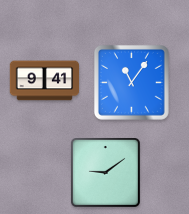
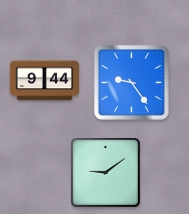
clock at (45, 81): 9:41 -> 9:44
clock at (131, 82): 11:06 -> 9:24
